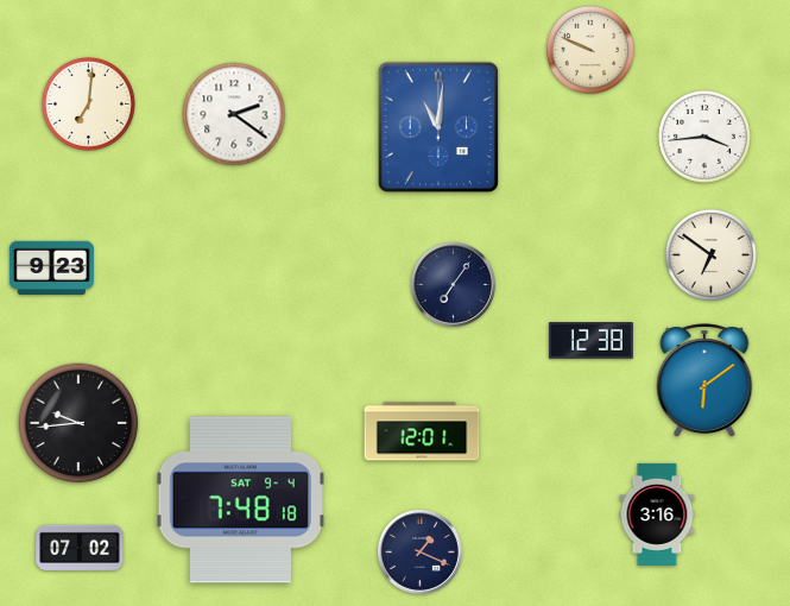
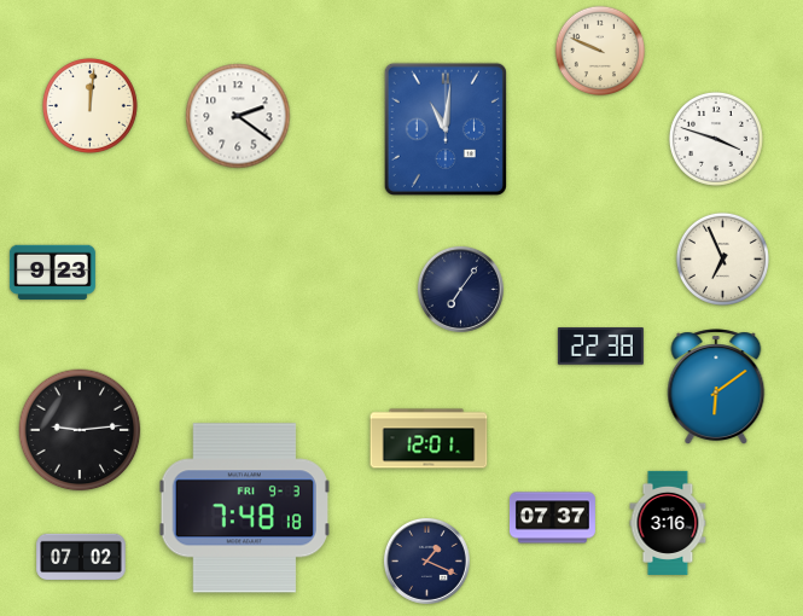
clock at (88, 103): 7:01 -> 12:01
clock at (704, 137): 3:44 -> 3:48
clock at (710, 254): 6:51 -> 6:56
clock at (590, 341): 12:38 -> 22:38
clock at (78, 423): 9:44 -> 9:14
clock at (240, 500) date: SAT 9-4 -> FRI 9-3
clock at (552, 518): none -> 07:37
